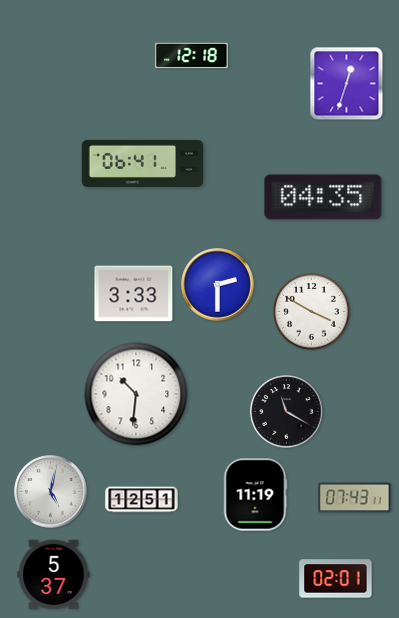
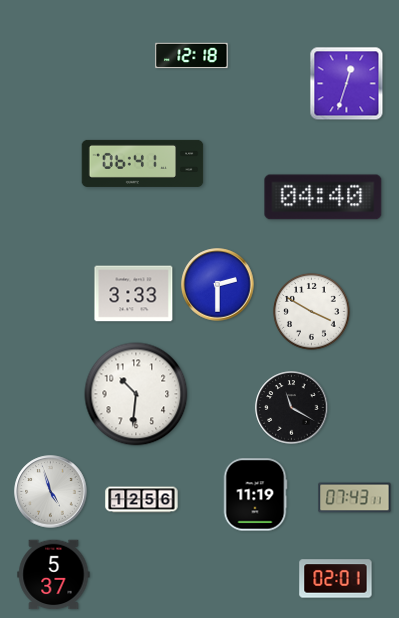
clock at (323, 197): 04:35 -> 04:40
clock at (287, 412) position: (287, 412) -> (292, 408)
clock at (51, 492): 5:02 -> 4:57
clock at (142, 500): 12:51 -> 12:56
